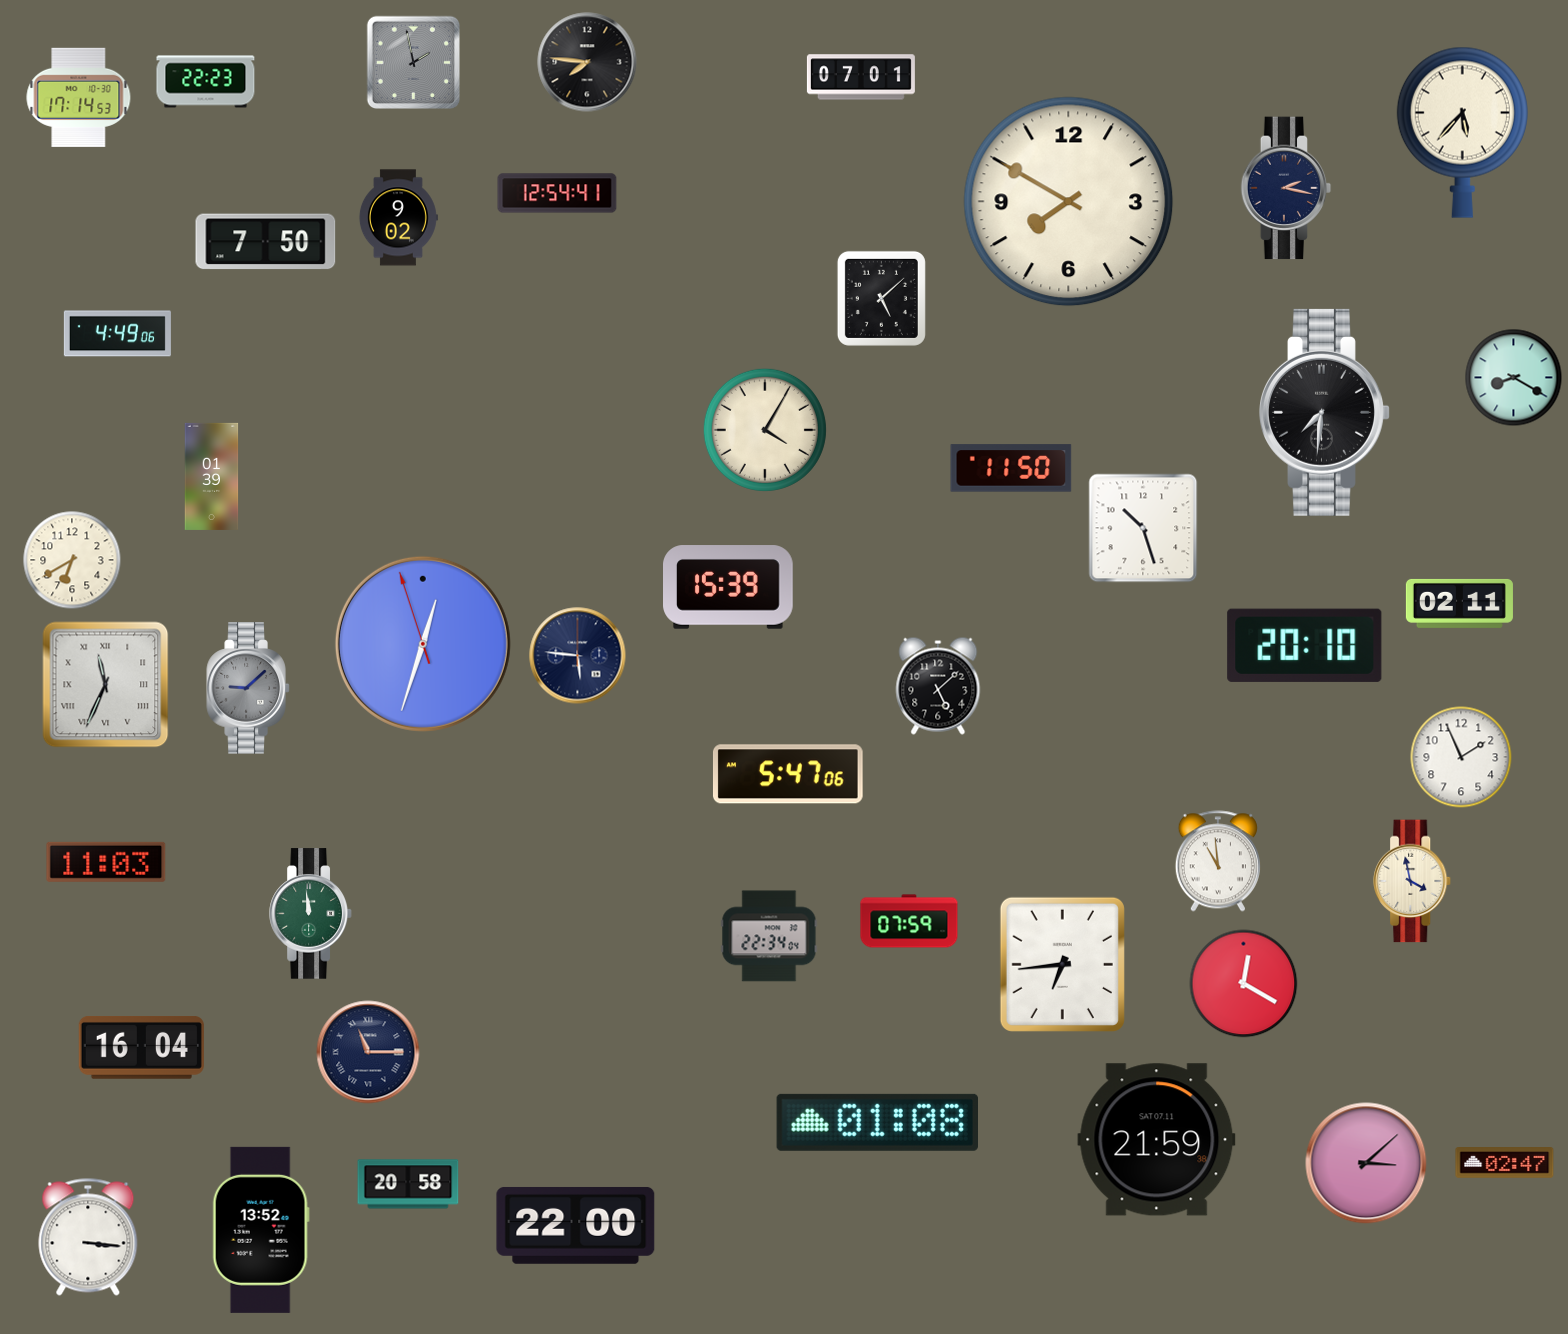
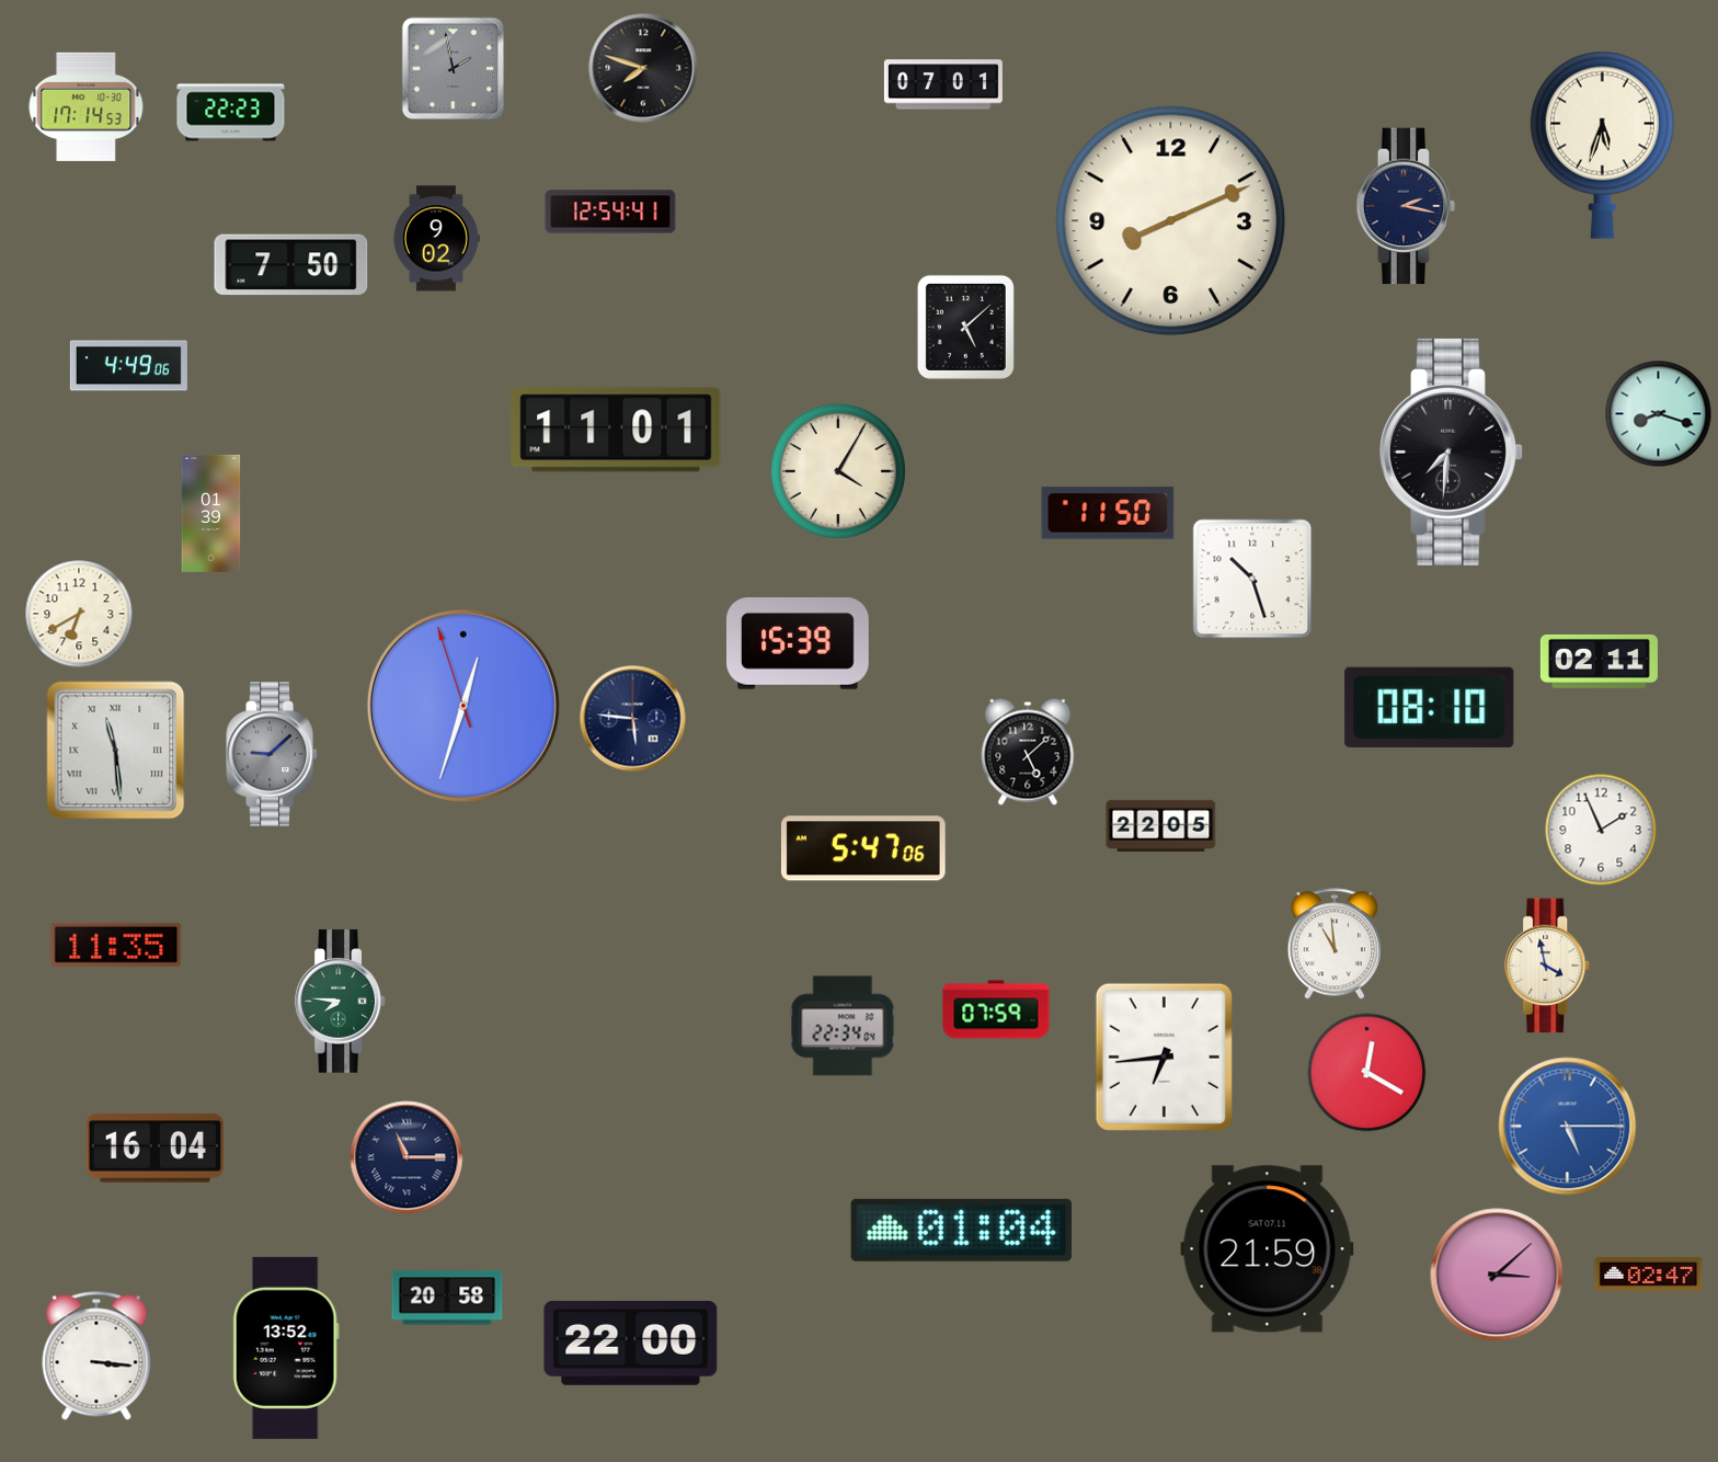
clock at (587, 62): 7:46 -> 7:48
clock at (206, 82) position: (206, 82) -> (231, 113)
clock at (1462, 132): 5:37 -> 5:33
clock at (1286, 188) position: (1286, 188) -> (1406, 206)
clock at (1069, 202): 7:50 -> 8:11
clock at (1514, 378): 8:20 -> 8:18
clock at (616, 430): none -> 11:01
clock at (212, 476) position: (212, 476) -> (211, 513)
clock at (1305, 645): 20:10 -> 08:10
clock at (106, 685): 11:34 -> 11:29
clock at (1161, 825): none -> 22:05
clock at (106, 862): 11:03 -> 11:35
clock at (311, 914): 11:59 -> 7:46
clock at (1244, 984) position: (1244, 984) -> (1367, 1073)
clock at (1568, 1127): none -> 5:15
clock at (368, 1052) position: (368, 1052) -> (406, 1157)
clock at (877, 1122): 01:08 -> 01:04
